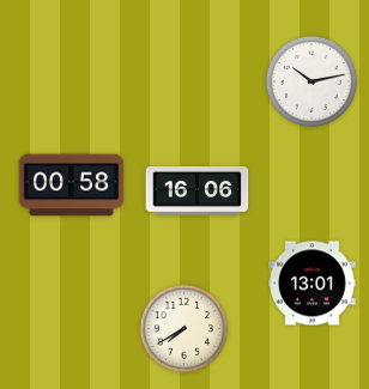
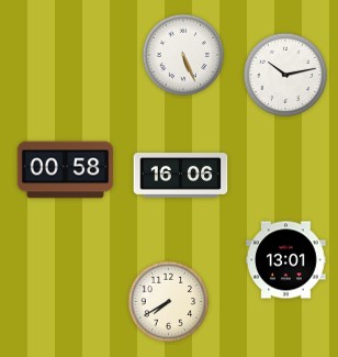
clock at (183, 55): none -> 5:26
